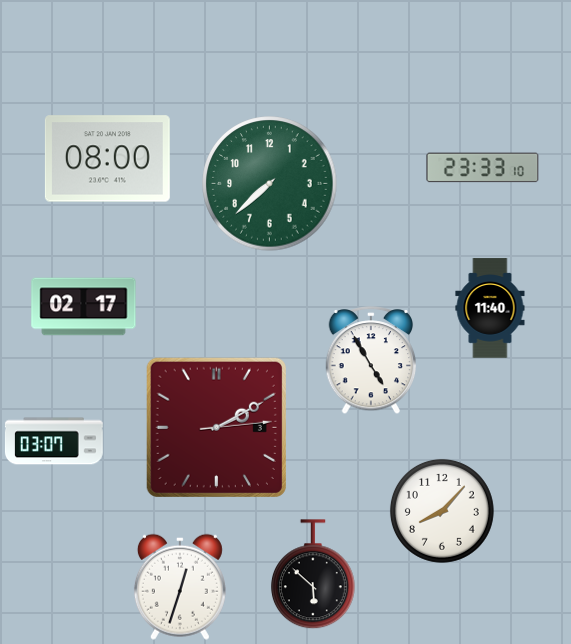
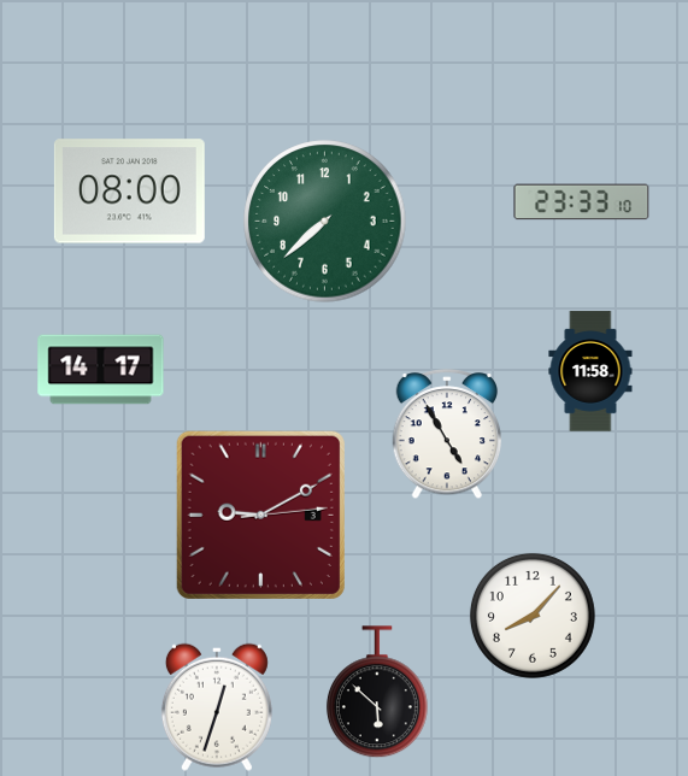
clock at (84, 307): 02:17 -> 14:17
clock at (490, 308): 11:40 -> 11:58
clock at (216, 427): 2:10 -> 9:10
clock at (54, 441): 03:07 -> none
